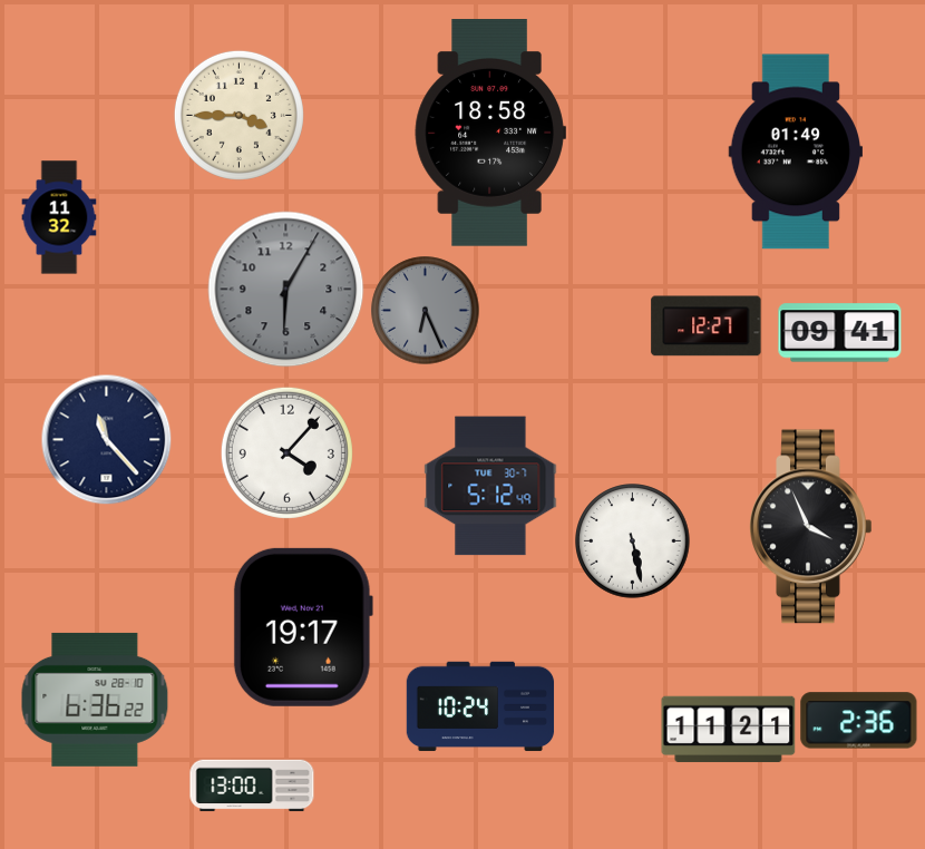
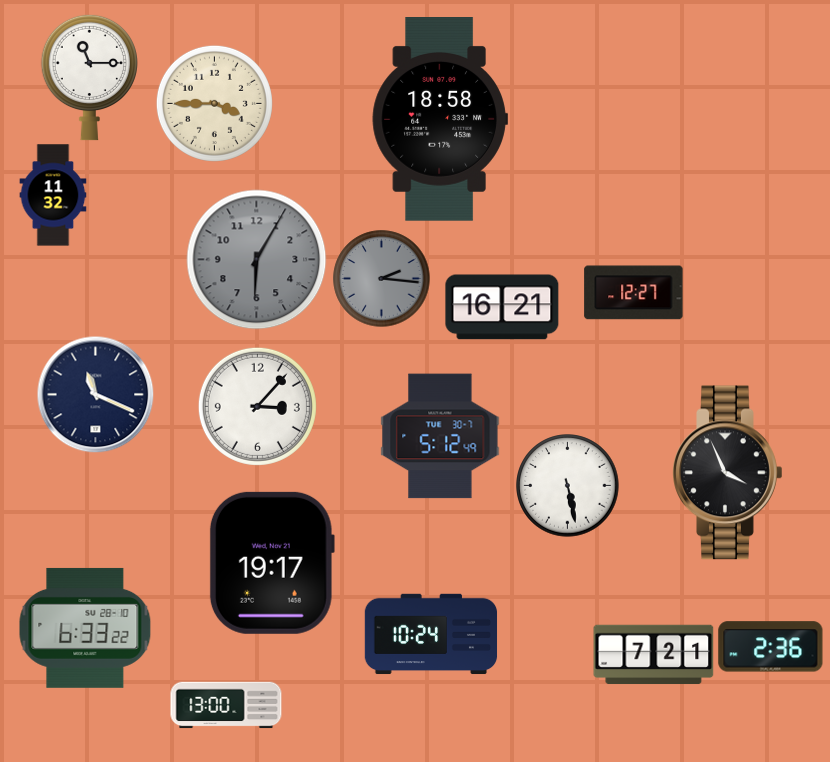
clock at (89, 77): none -> 11:15
clock at (796, 152): 01:49 -> none
clock at (426, 311): 6:26 -> 2:16
clock at (840, 333): 09:41 -> none
clock at (502, 307): none -> 16:21
clock at (106, 439): 11:23 -> 11:19
clock at (286, 452): 4:07 -> 3:07
clock at (95, 700): 6:36 -> 6:33
clock at (729, 730): 11:21 -> 7:21
